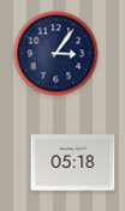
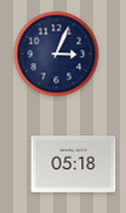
clock at (56, 54): 3:06 -> 3:04
